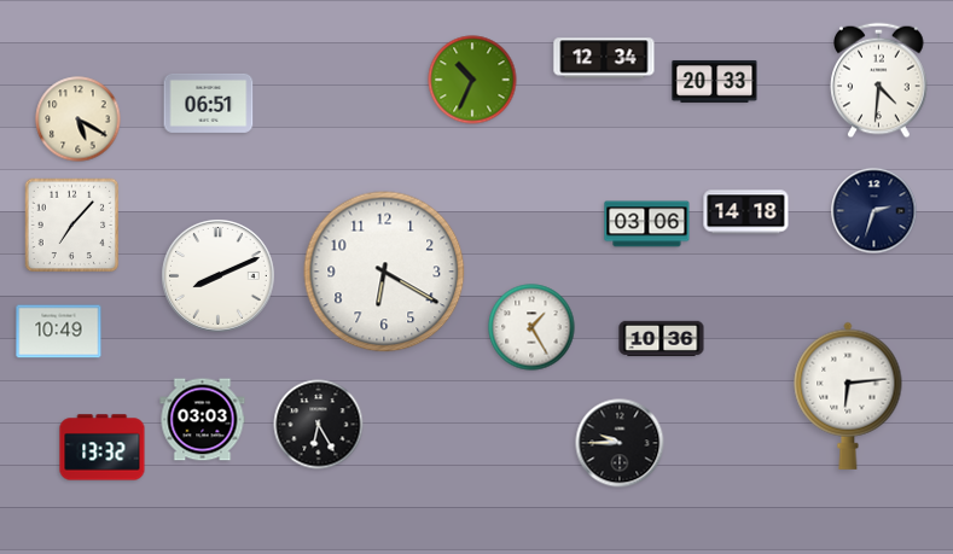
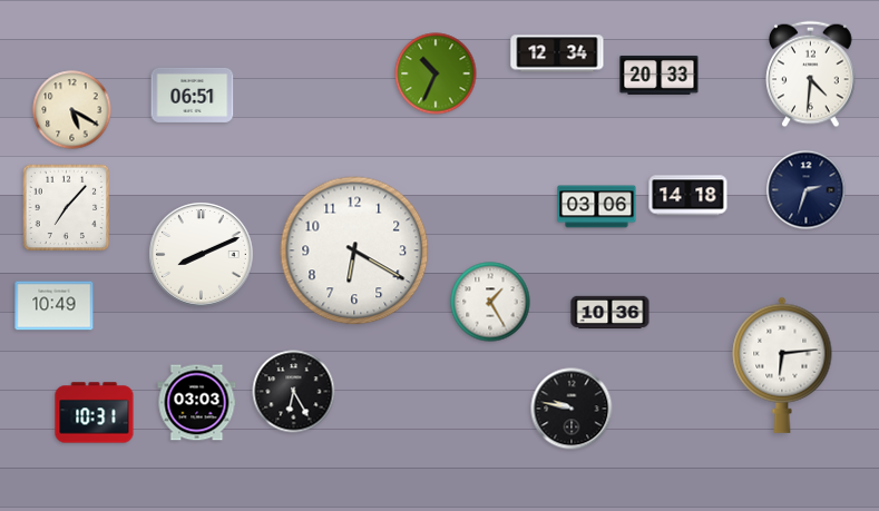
clock at (874, 211) position: (874, 211) -> (807, 190)
clock at (203, 420) position: (203, 420) -> (197, 403)
clock at (620, 443): 9:45 -> 9:47
clock at (103, 448): 13:32 -> 10:31
